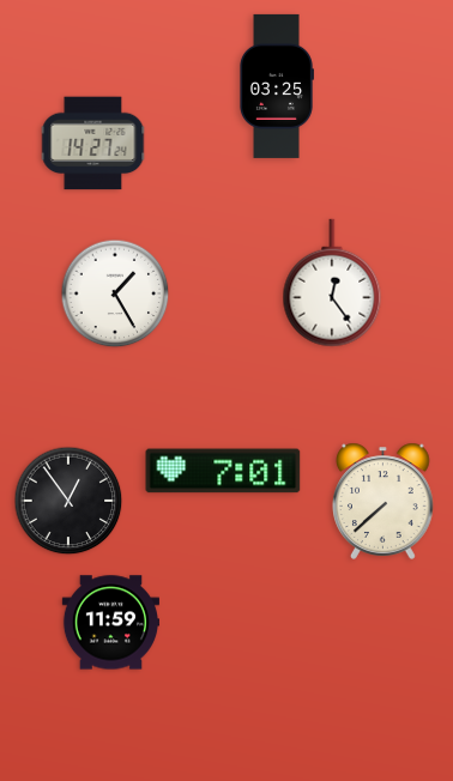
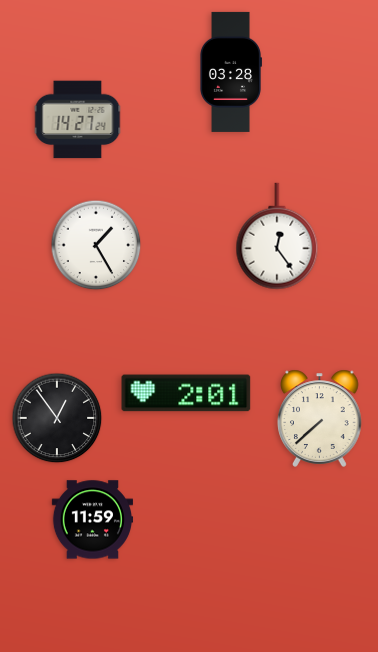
clock at (276, 86): 03:25 -> 03:28
clock at (223, 471): 7:01 -> 2:01
